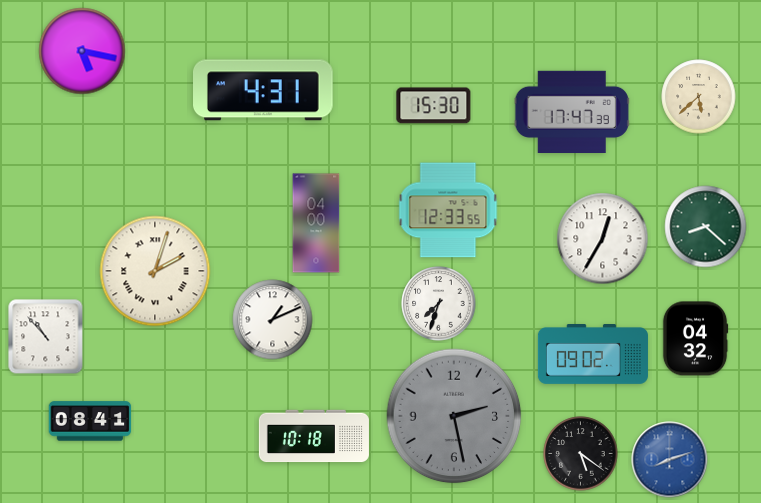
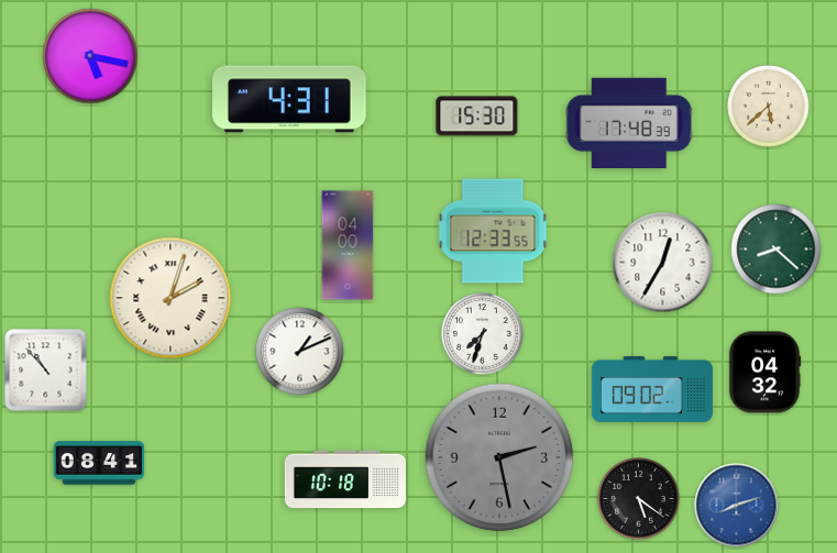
clock at (572, 111): 17:47 -> 17:48
clock at (46, 337) position: (46, 337) -> (46, 370)
